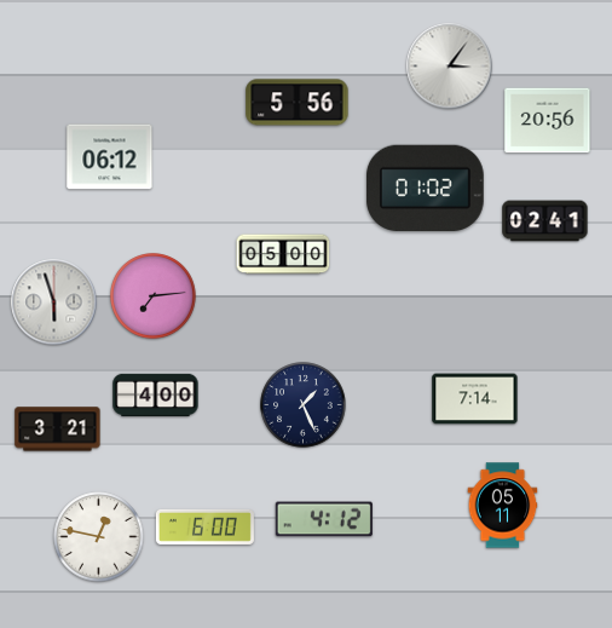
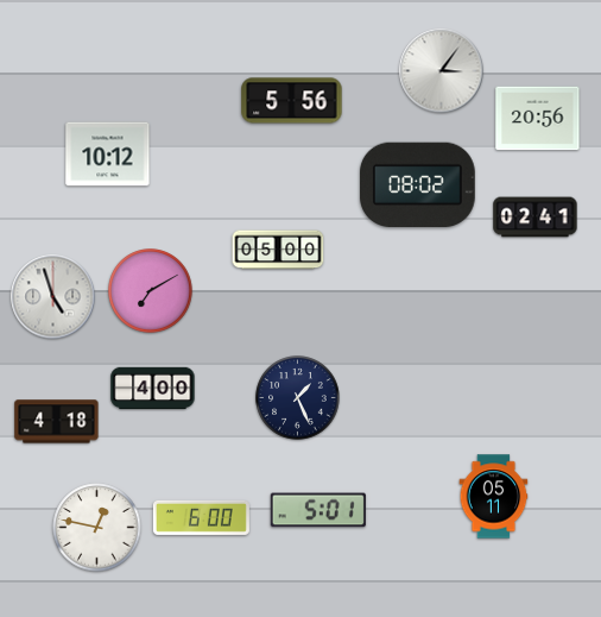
clock at (450, 67) position: (450, 67) -> (442, 71)
clock at (110, 157): 06:12 -> 10:12
clock at (425, 188): 01:02 -> 08:02
clock at (154, 296): 7:14 -> 7:10
clock at (54, 303): 5:57 -> 4:57
clock at (475, 399): 7:14 -> none
clock at (58, 430): 3:21 -> 4:18
clock at (324, 519): 4:12 -> 5:01
